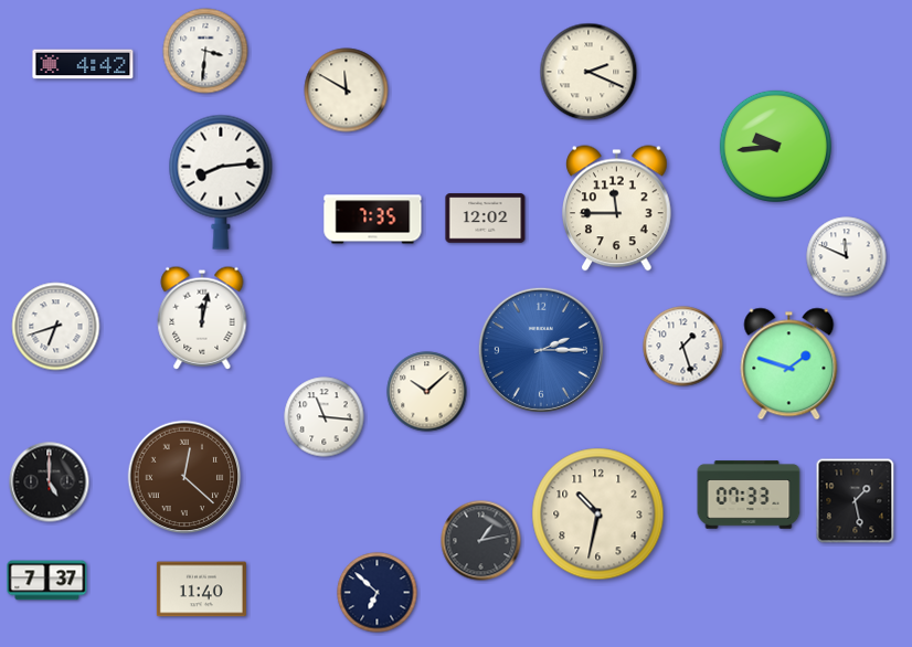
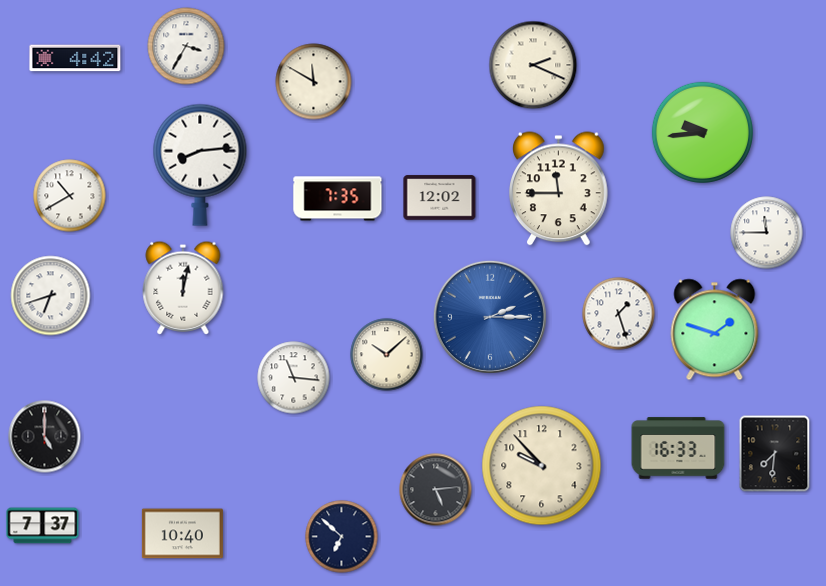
clock at (205, 51): 3:31 -> 3:35
clock at (70, 196): none -> 10:40
clock at (847, 257): 11:49 -> 11:45
clock at (184, 477): 12:22 -> none
clock at (749, 495): 07:33 -> 16:33
clock at (856, 501): 1:28 -> 7:31
clock at (598, 515): 10:32 -> 9:53
clock at (481, 541): 1:13 -> 5:14
clock at (201, 590): 11:40 -> 10:40
